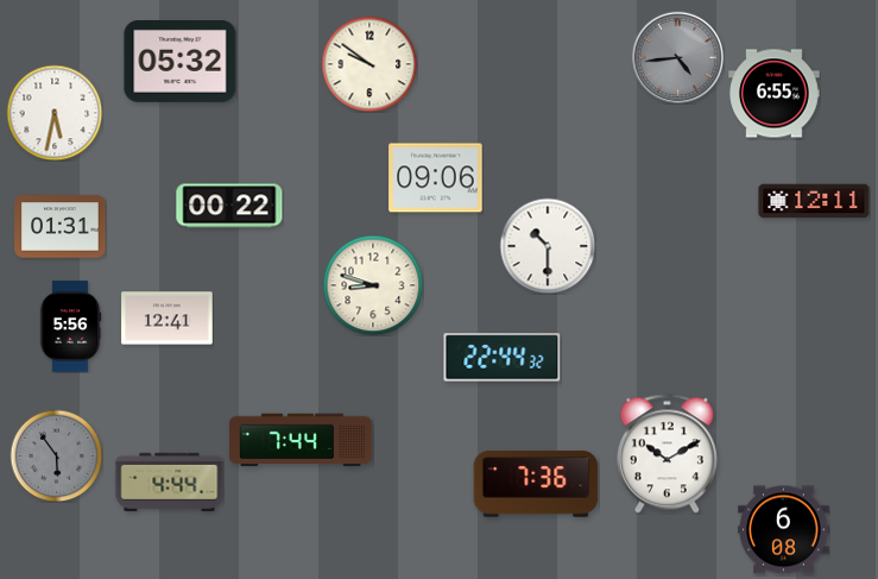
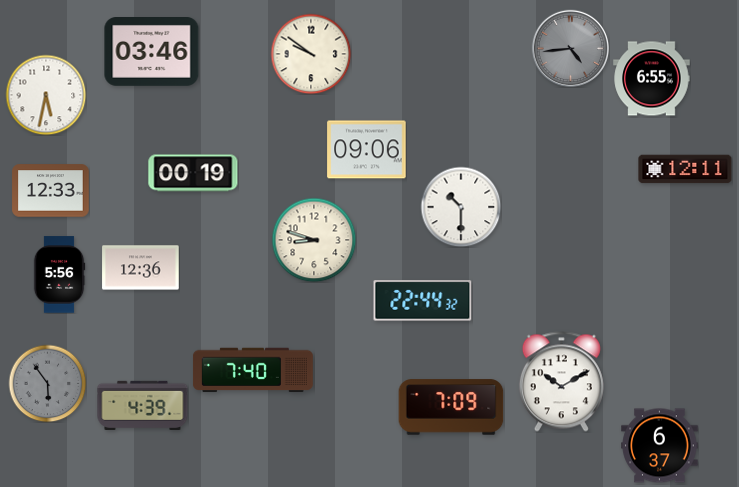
clock at (181, 62): 05:32 -> 03:46
clock at (229, 206): 00:22 -> 00:19
clock at (61, 227): 01:31 -> 12:33
clock at (168, 319): 12:41 -> 12:36
clock at (301, 440): 7:44 -> 7:40
clock at (170, 482): 4:44 -> 4:39
clock at (536, 484): 7:36 -> 7:09
clock at (784, 530): 6:08 -> 6:37
